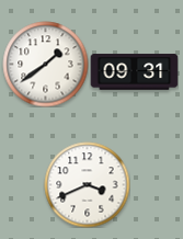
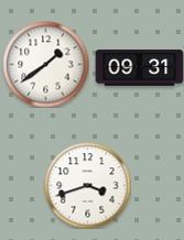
clock at (134, 72) position: (134, 72) -> (139, 68)
clock at (87, 184): 3:41 -> 3:42
